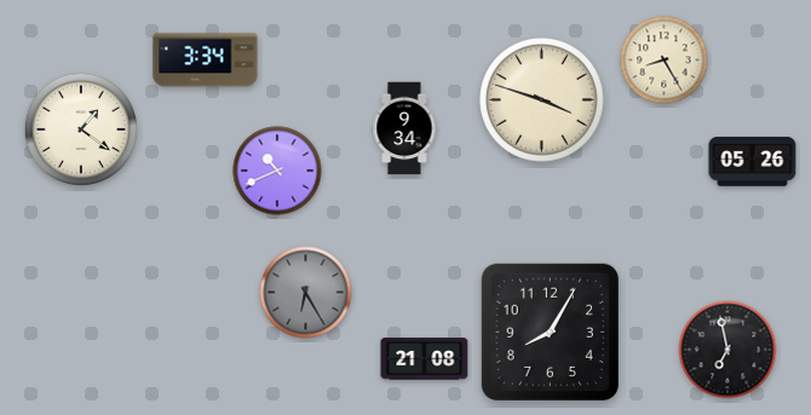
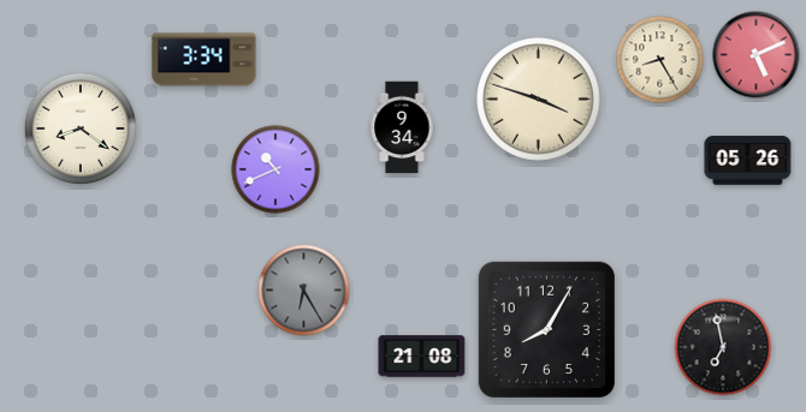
clock at (757, 55): none -> 5:11
clock at (80, 128): 1:21 -> 8:21
